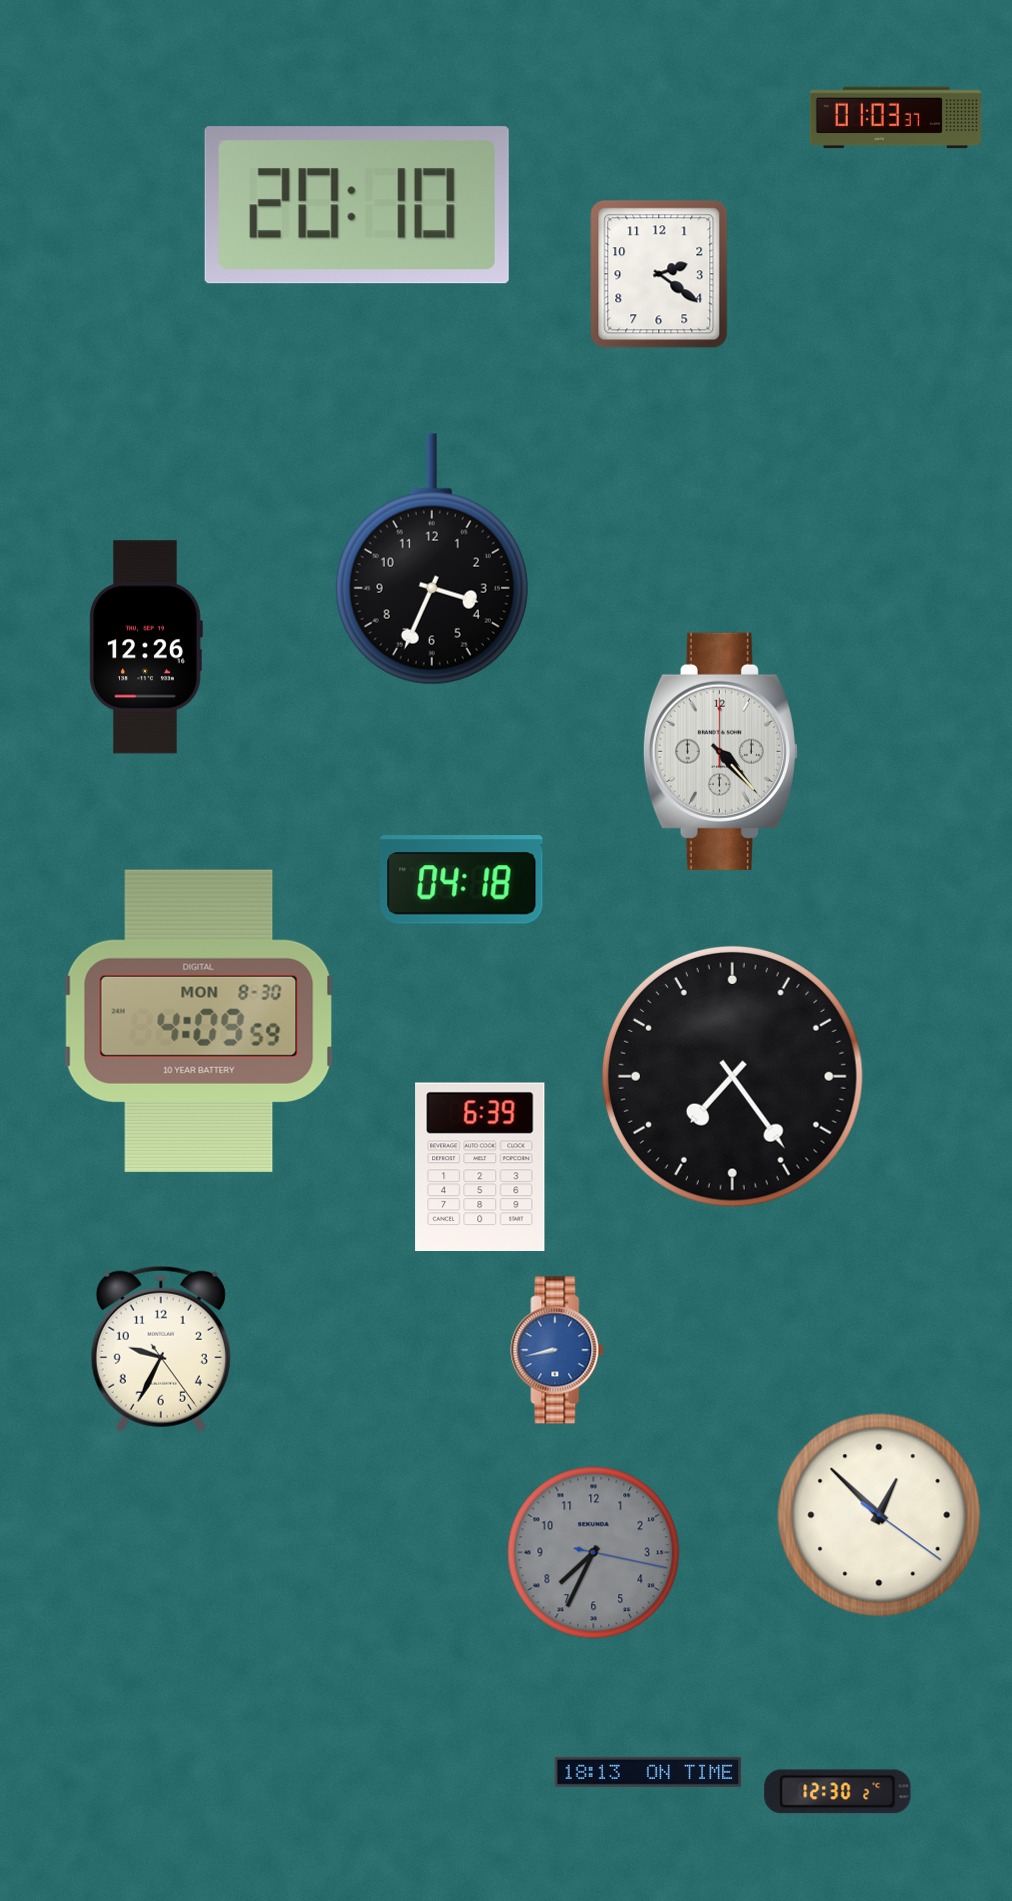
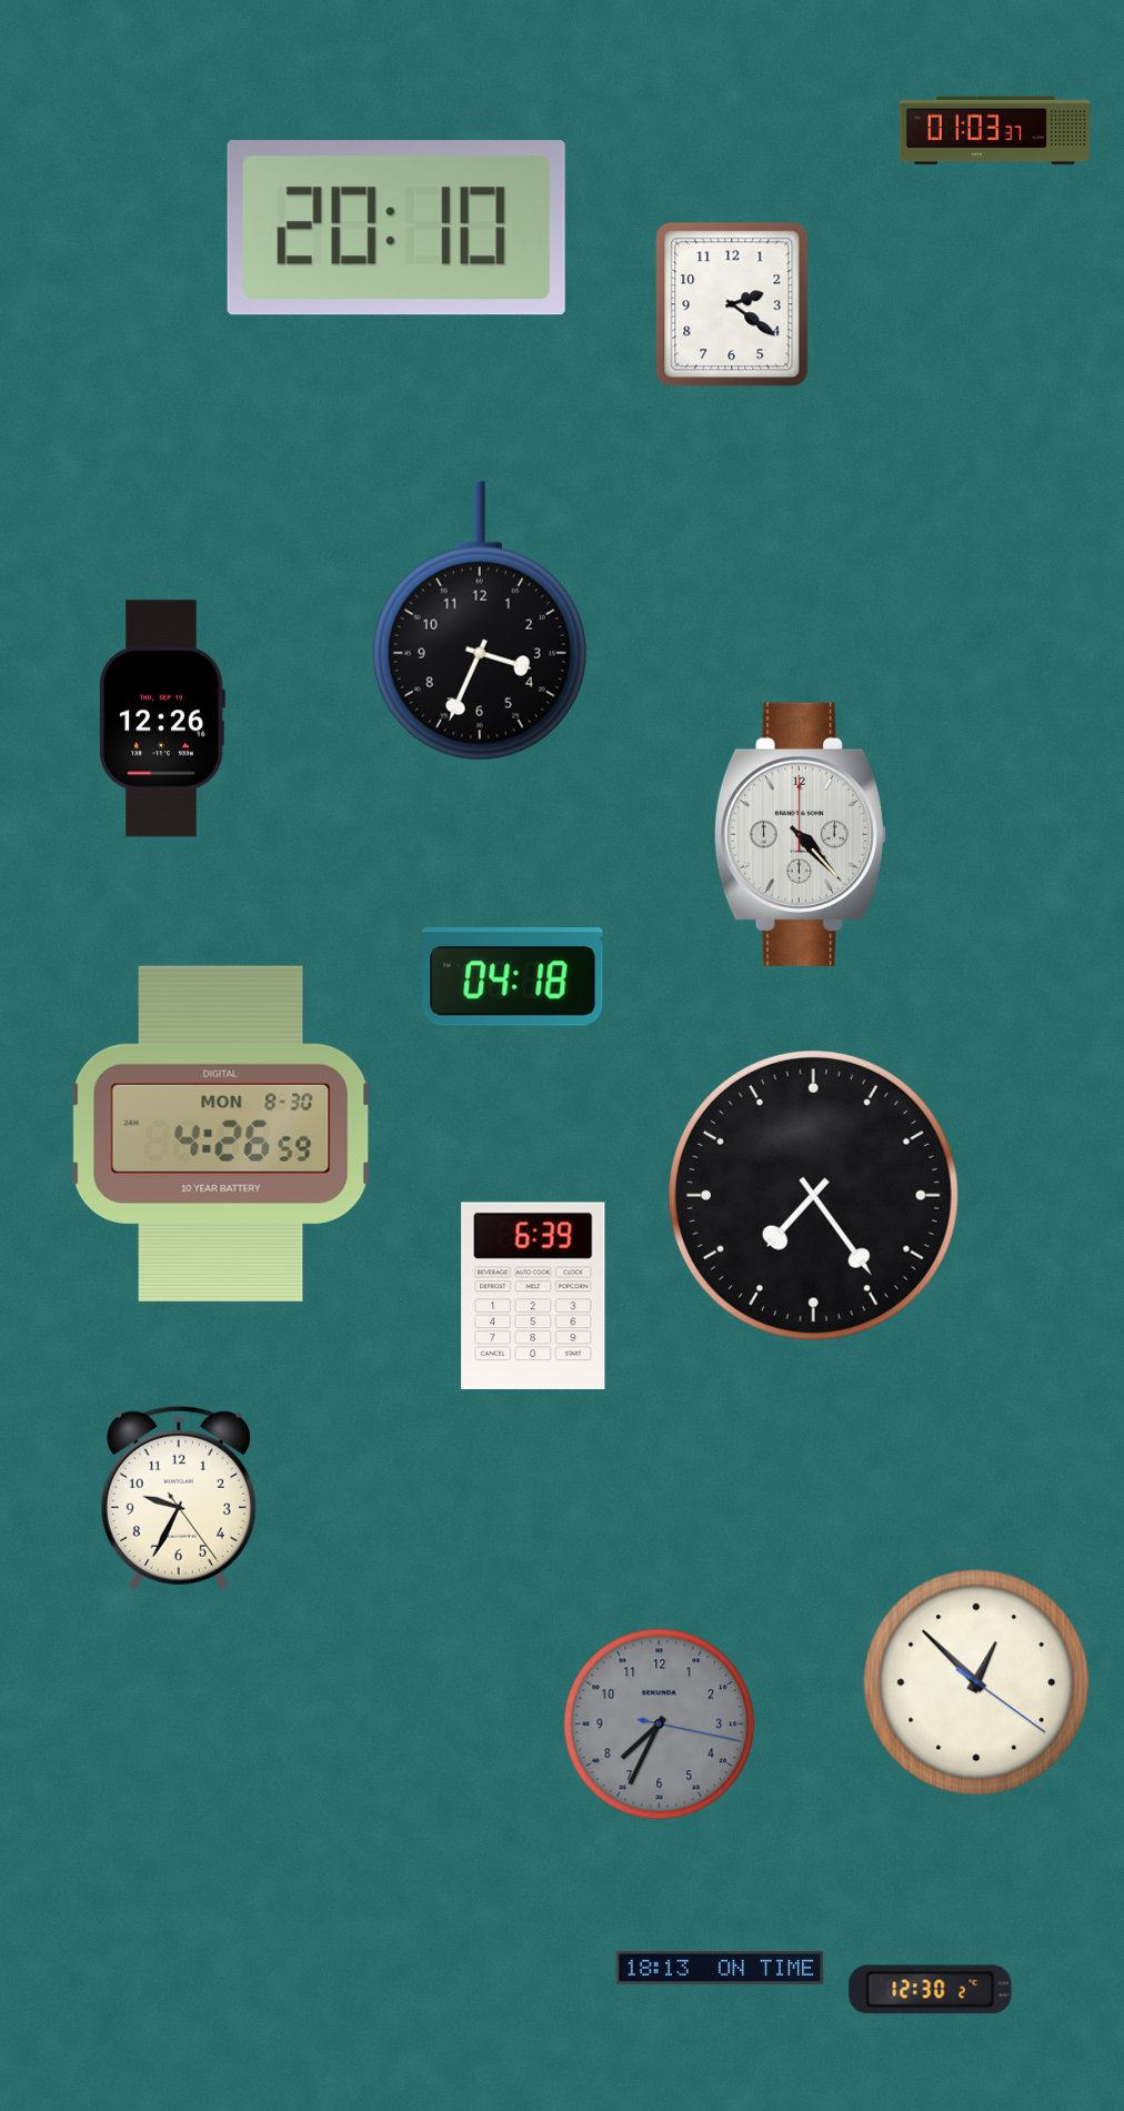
clock at (199, 1021): 4:09 -> 4:26
clock at (557, 1350): 8:43 -> none
